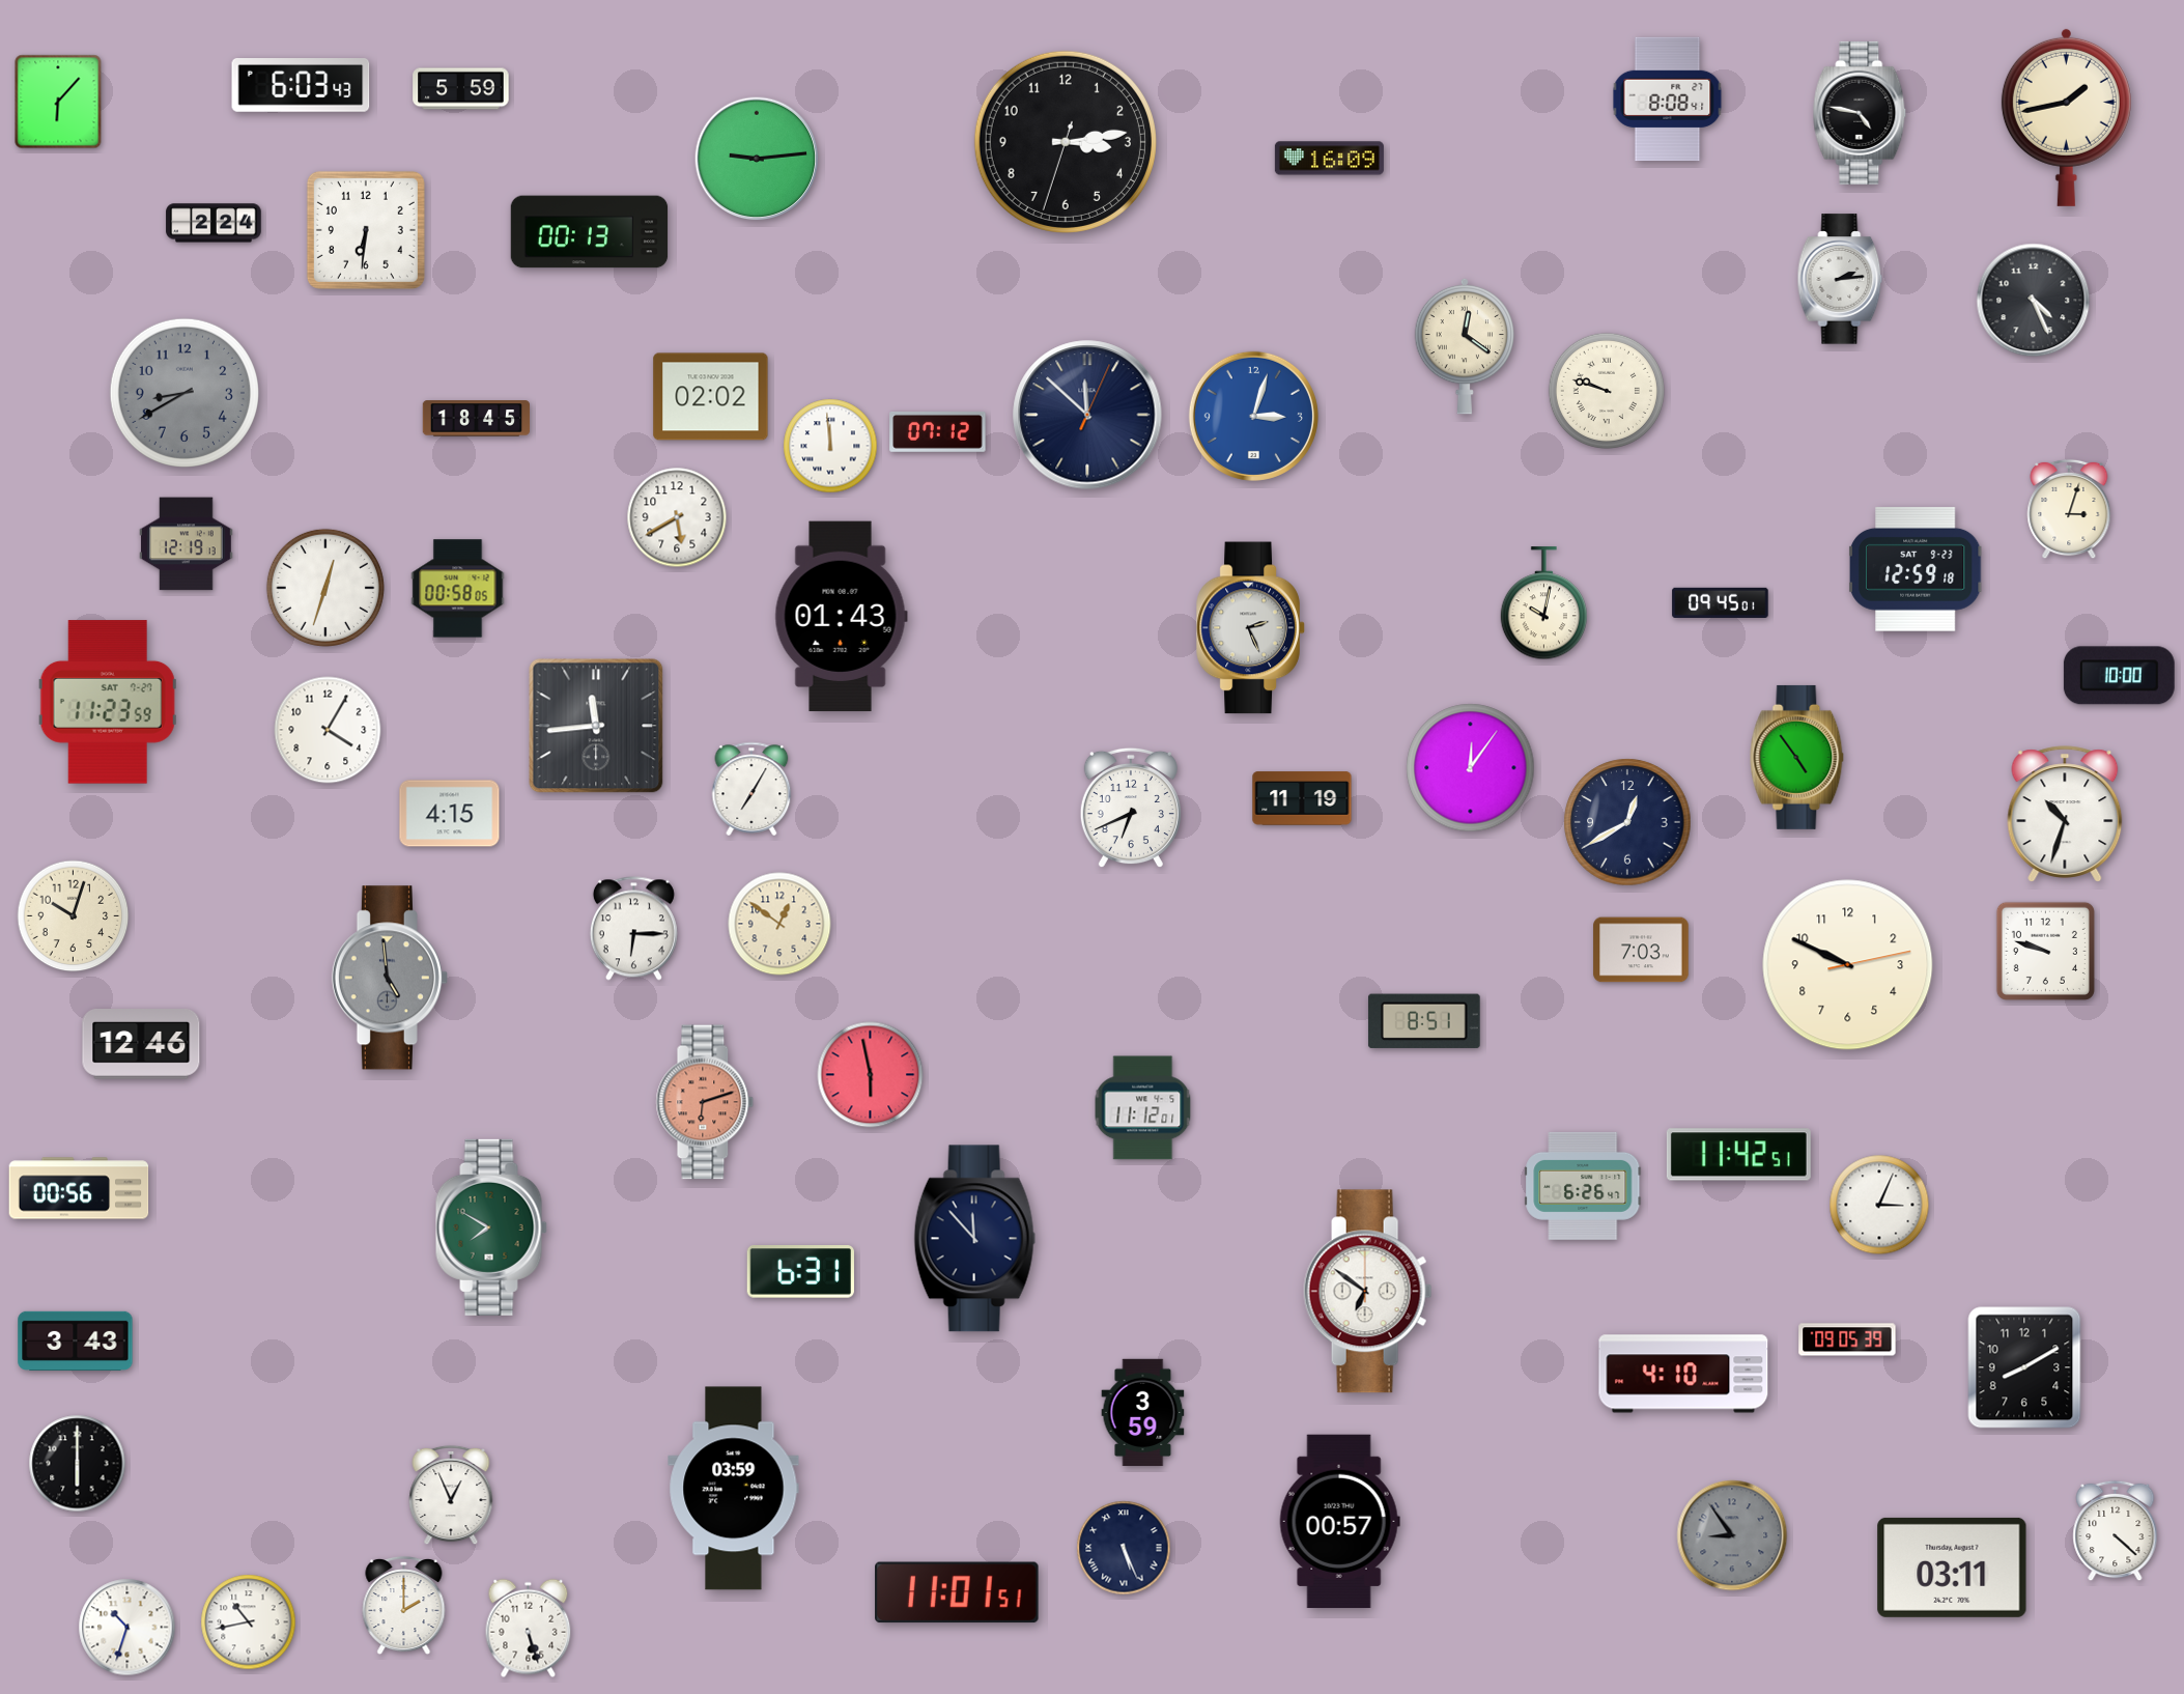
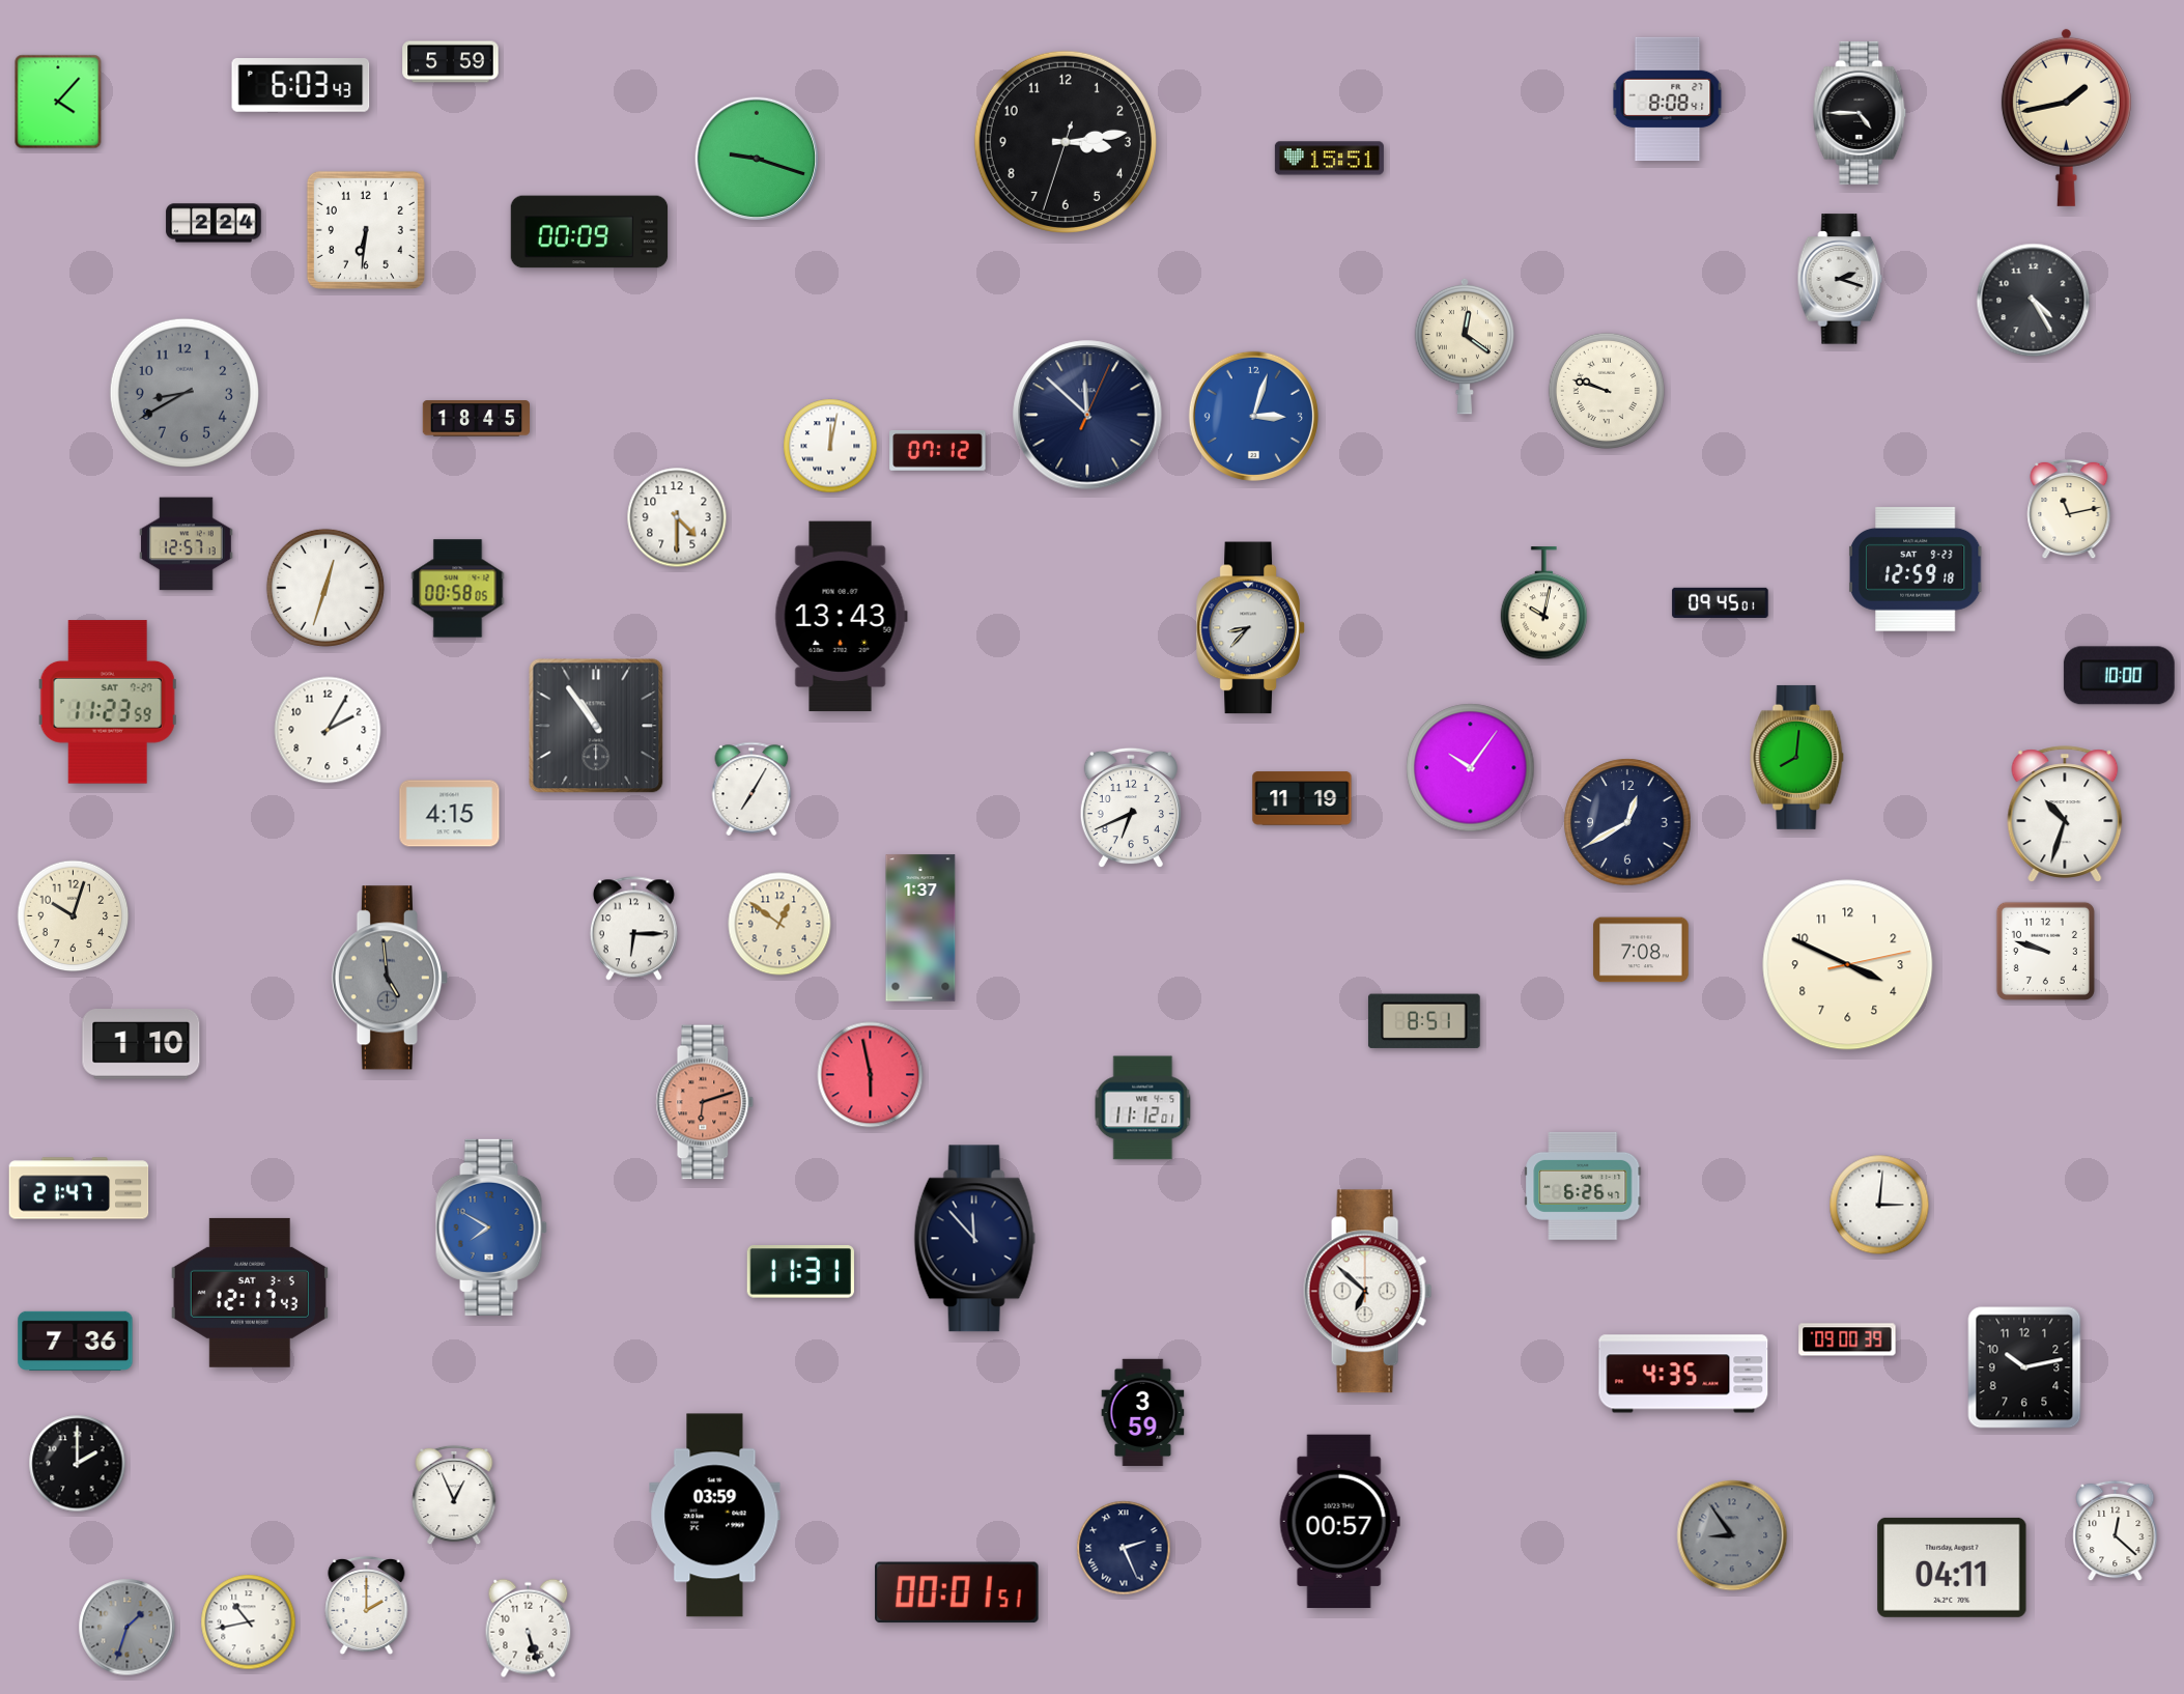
clock at (461, 89) position: (461, 89) -> (451, 62)
clock at (58, 102): 6:07 -> 4:07
clock at (1860, 113): 4:47 -> 4:45
clock at (757, 159): 9:14 -> 9:18
clock at (1329, 159): 16:09 -> 15:51
clock at (590, 232): 00:13 -> 00:09
clock at (1840, 279): 2:14 -> 2:18
clock at (2034, 301): 4:26 -> 4:25
clock at (711, 397): 02:02 -> none
clock at (938, 431) position: (938, 431) -> (938, 450)
clock at (830, 446): 11:59 -> 12:02
clock at (2069, 509): 3:03 -> 11:13
clock at (677, 517): 5:40 -> 4:30
clock at (186, 544): 12:19 -> 12:57
clock at (841, 617): 01:43 -> 13:43
clock at (1251, 628): 2:26 -> 8:37
clock at (596, 726): 11:44 -> 10:54
clock at (328, 730): 4:05 -> 2:05
clock at (1797, 757): 4:54 -> 8:01
clock at (1471, 768): 12:06 -> 10:06
clock at (920, 928): none -> 1:37
clock at (1641, 950): 7:03 -> 7:08
clock at (1848, 965): 9:49 -> 3:49
clock at (141, 1045): 12:46 -> 1:10
clock at (1738, 1155): 11:42 -> none
clock at (79, 1188): 00:56 -> 21:47
clock at (1879, 1205): 3:04 -> 3:01
clock at (491, 1227) dial: green -> blue
clock at (800, 1272): 6:31 -> 11:31
clock at (1368, 1292): 6:51 -> 6:52
clock at (250, 1293): none -> 12:17
clock at (1847, 1339): 09:05 -> 09:00
clock at (76, 1340): 3:43 -> 7:36
clock at (2024, 1367): 8:10 -> 10:13
clock at (1683, 1374): 4:10 -> 4:35
clock at (78, 1464): 6:00 -> 2:00
clock at (734, 1489) position: (734, 1489) -> (715, 1516)
clock at (451, 1495) position: (451, 1495) -> (454, 1495)
clock at (2116, 1531): 4:22 -> 12:22
clock at (1124, 1548): 5:26 -> 2:26
clock at (1952, 1568): 03:11 -> 04:11
clock at (957, 1592): 11:01 -> 00:01
clock at (404, 1606) position: (404, 1606) -> (367, 1606)
clock at (127, 1628): 10:33 -> 1:33
clock at (127, 1628) dial: white -> grey
